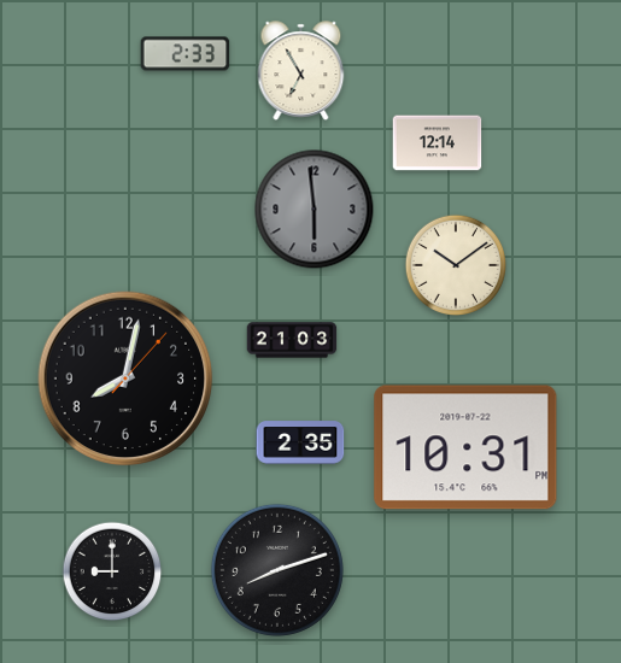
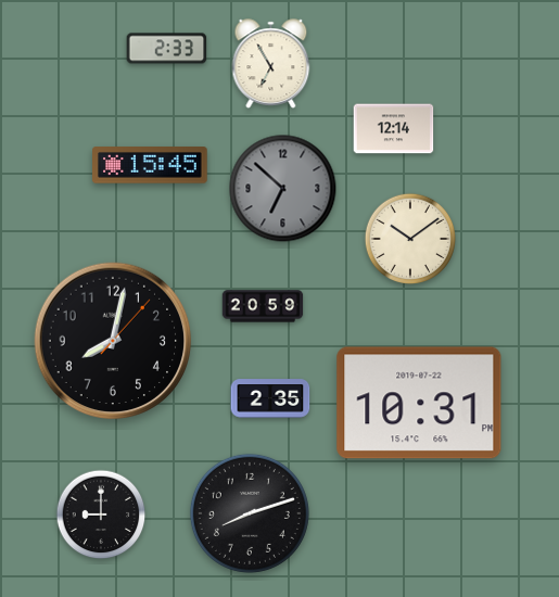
clock at (151, 165): none -> 15:45
clock at (315, 210): 5:59 -> 6:52
clock at (292, 340): 21:03 -> 20:59
